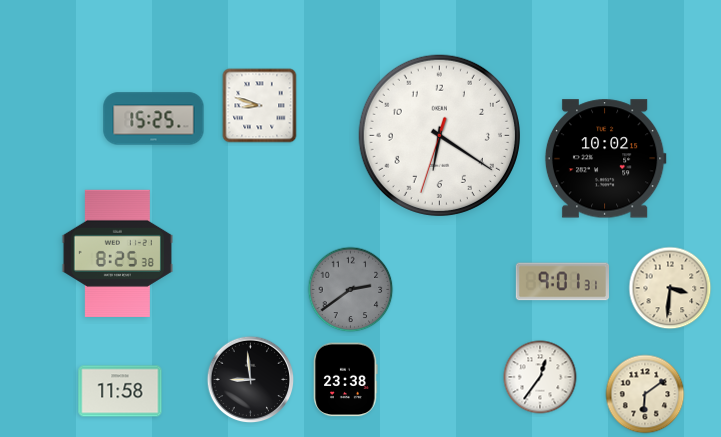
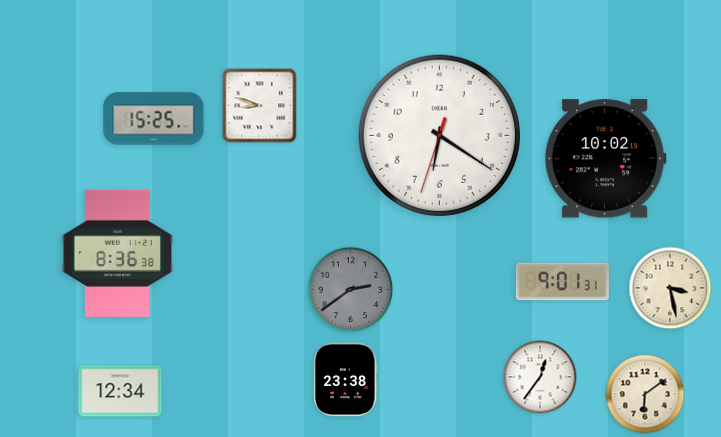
clock at (117, 253): 8:25 -> 8:36
clock at (670, 288): 3:31 -> 3:28
clock at (251, 380): 8:59 -> none
clock at (120, 391): 11:58 -> 12:34
